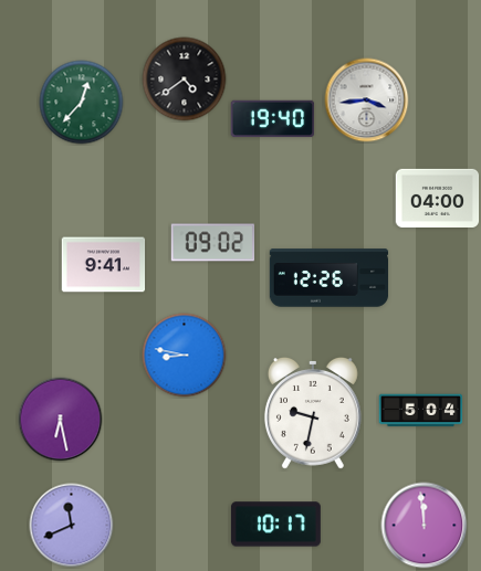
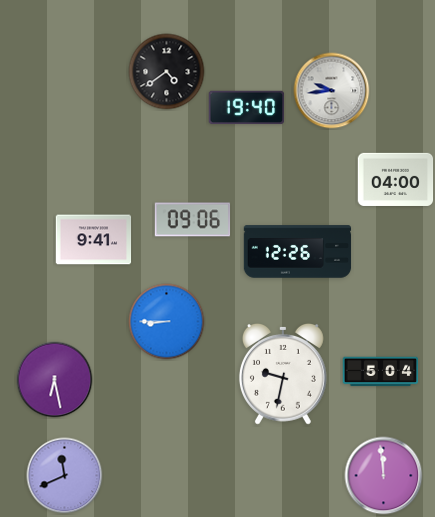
clock at (367, 101): 3:44 -> 9:44
clock at (82, 103): 12:37 -> none
clock at (213, 243): 09:02 -> 09:06
clock at (185, 356): 8:47 -> 8:45
clock at (275, 525): 10:17 -> none
